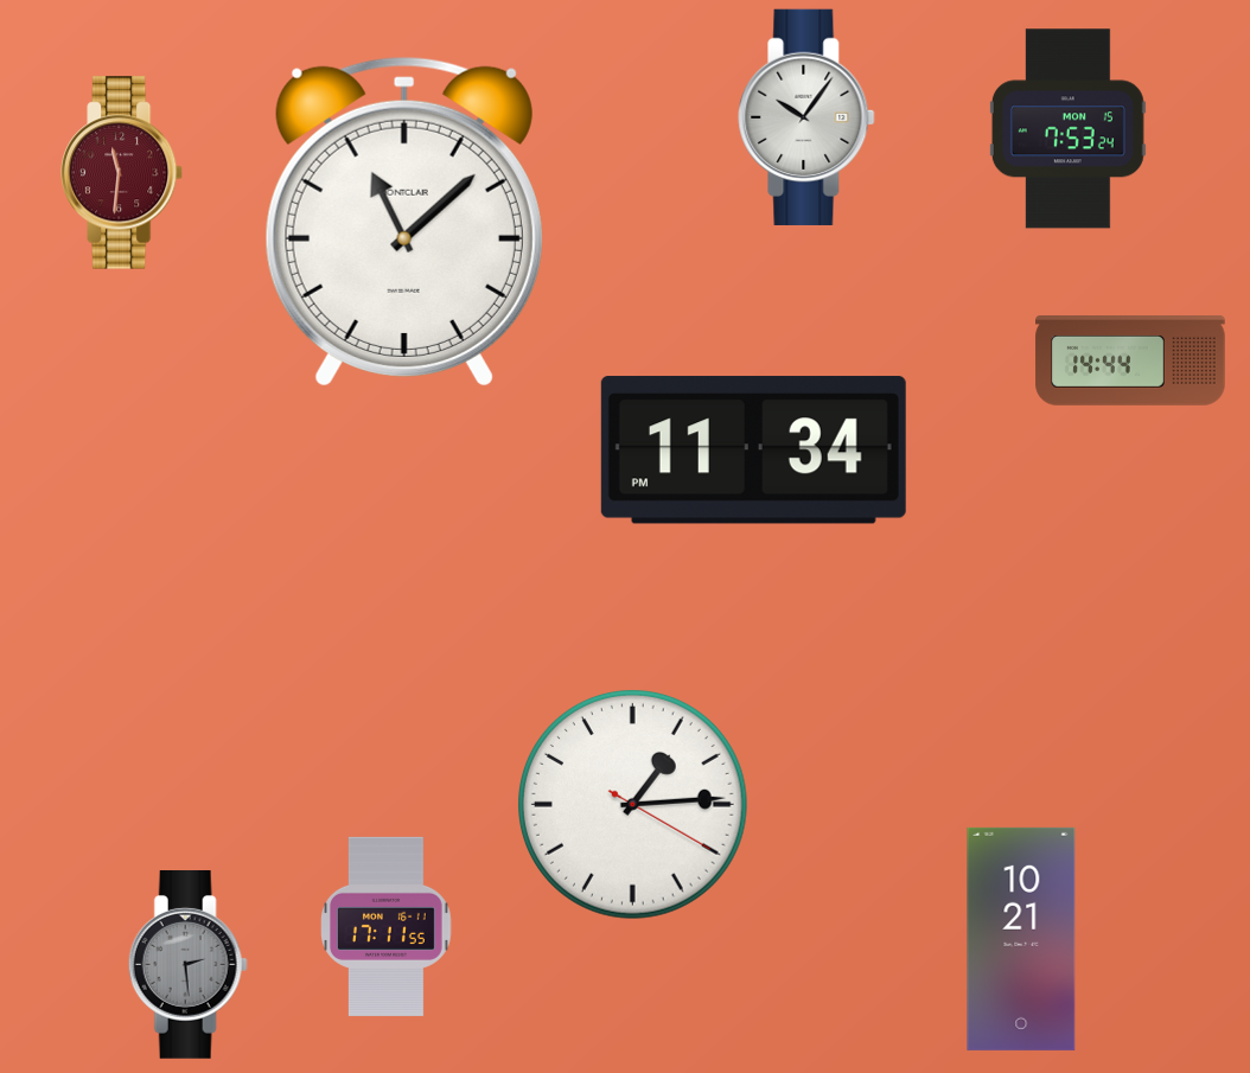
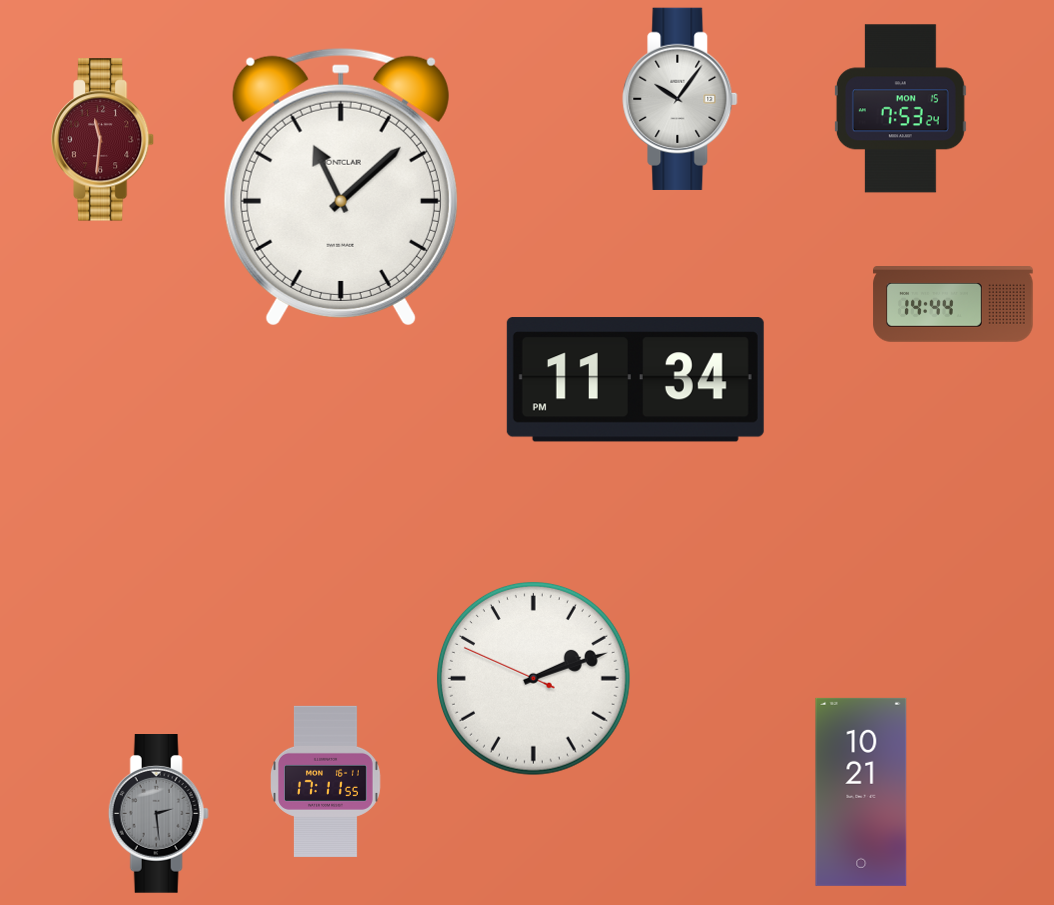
clock at (122, 173) position: (122, 173) -> (103, 140)
clock at (632, 804): 1:14 -> 2:11
